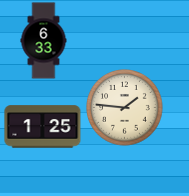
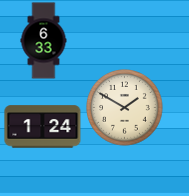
clock at (125, 108): 1:46 -> 1:50
clock at (43, 127): 1:25 -> 1:24
